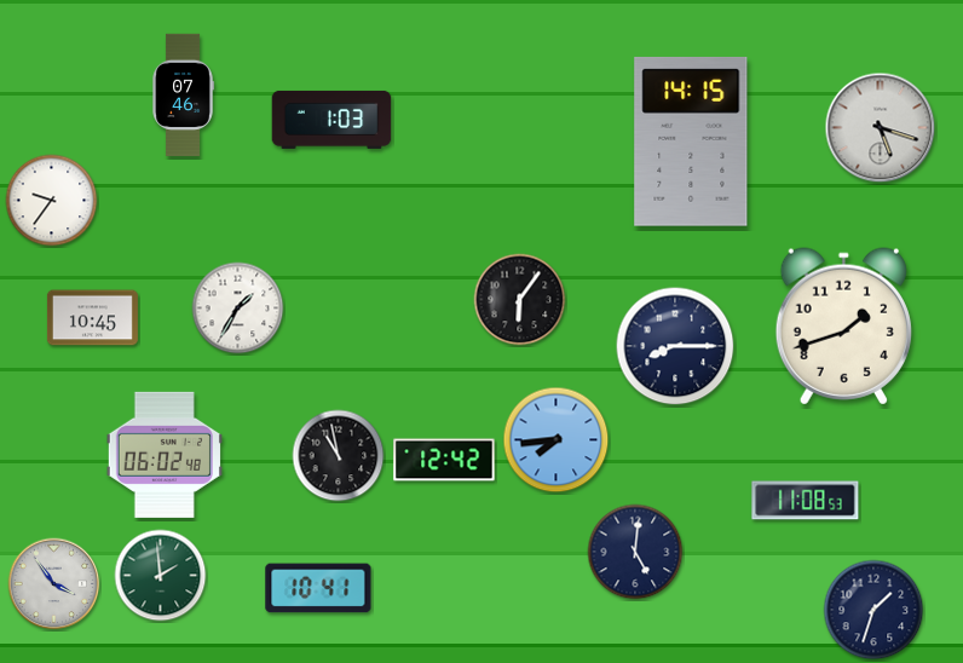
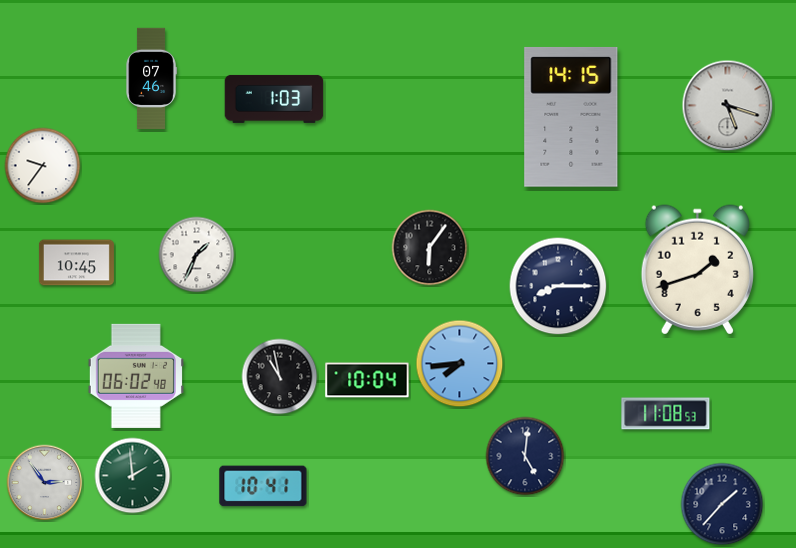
clock at (238, 309): 1:35 -> 1:34
clock at (444, 460): 12:42 -> 10:04
clock at (54, 584): 3:54 -> 2:54
clock at (873, 610): 1:33 -> 1:37
